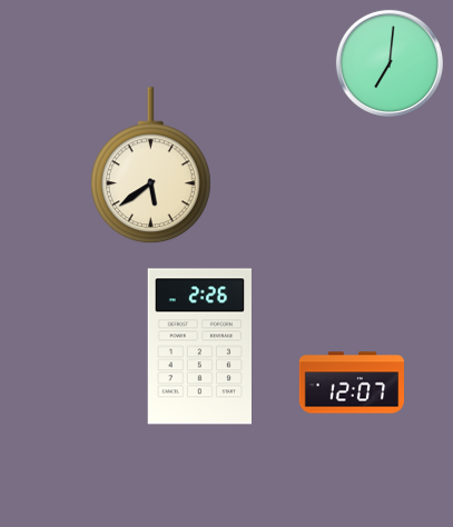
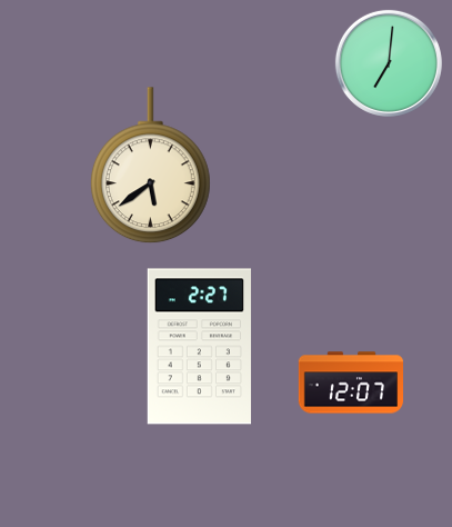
clock at (199, 347): 2:26 -> 2:27
